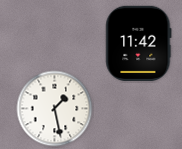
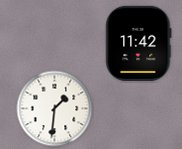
clock at (55, 109): 1:28 -> 1:31
